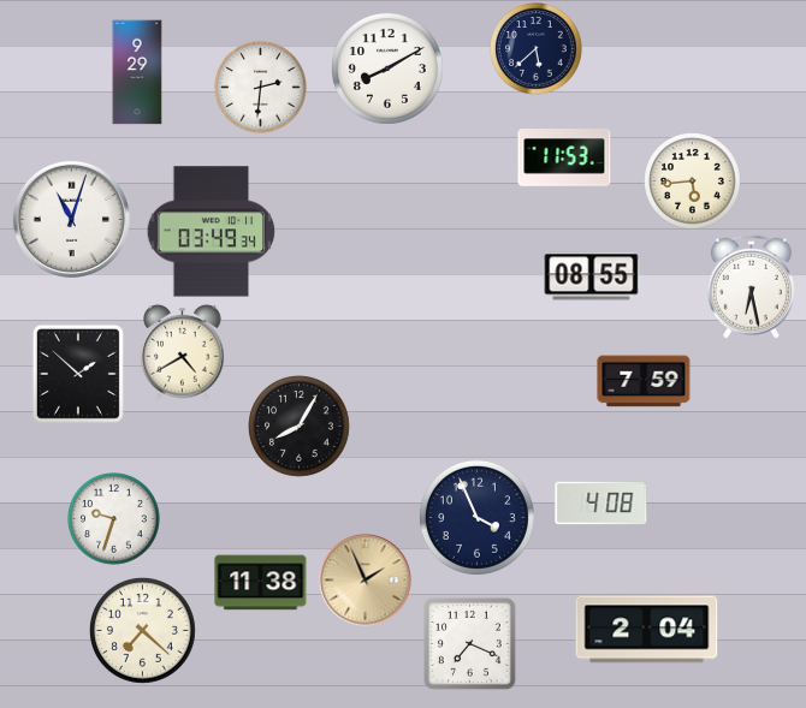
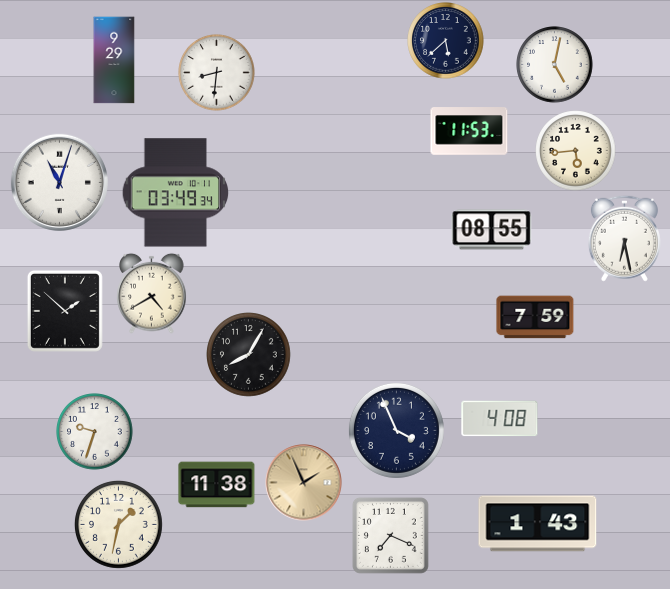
clock at (387, 69): 8:10 -> none
clock at (555, 65): none -> 5:02
clock at (261, 88): 2:31 -> 8:31
clock at (142, 630): 7:22 -> 1:32
clock at (647, 630): 2:04 -> 1:43
